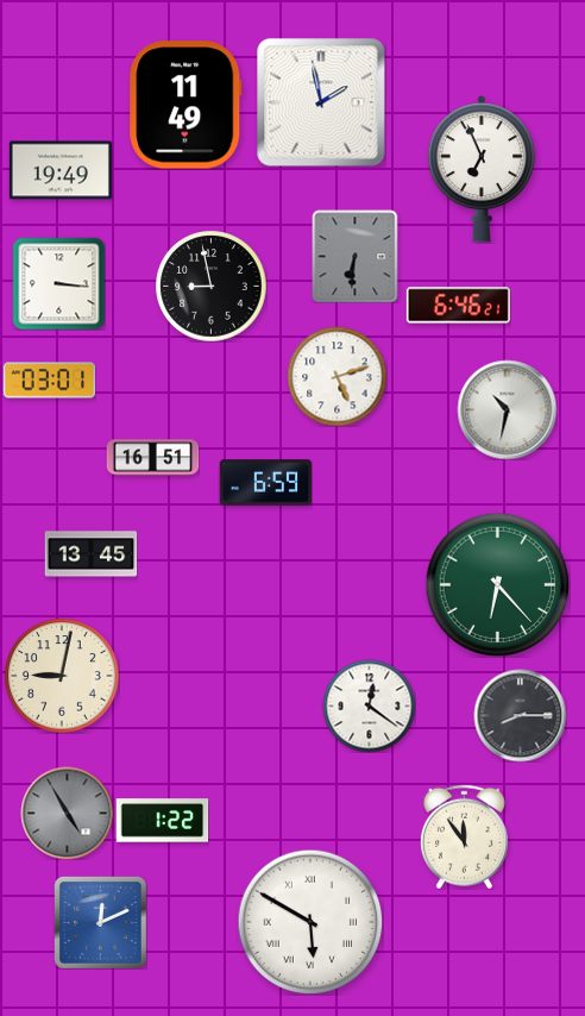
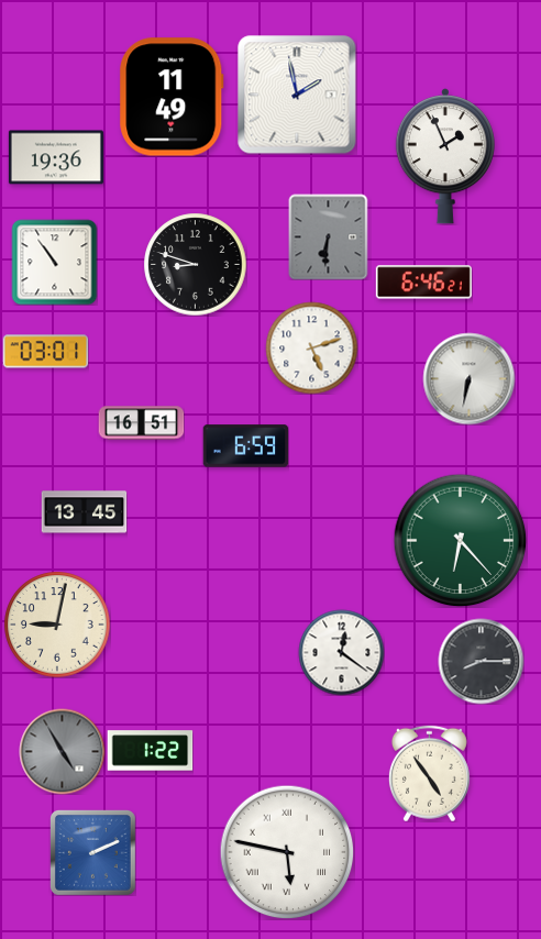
clock at (61, 170): 19:49 -> 19:36
clock at (482, 170): 6:56 -> 1:56
clock at (58, 283): 3:16 -> 10:54
clock at (210, 286): 8:58 -> 8:48
clock at (507, 409): 10:32 -> 6:32
clock at (162, 821) position: (162, 821) -> (150, 751)
clock at (464, 836): 11:54 -> 4:54
clock at (100, 922): 12:11 -> 2:11
clock at (310, 922): 5:50 -> 5:47
